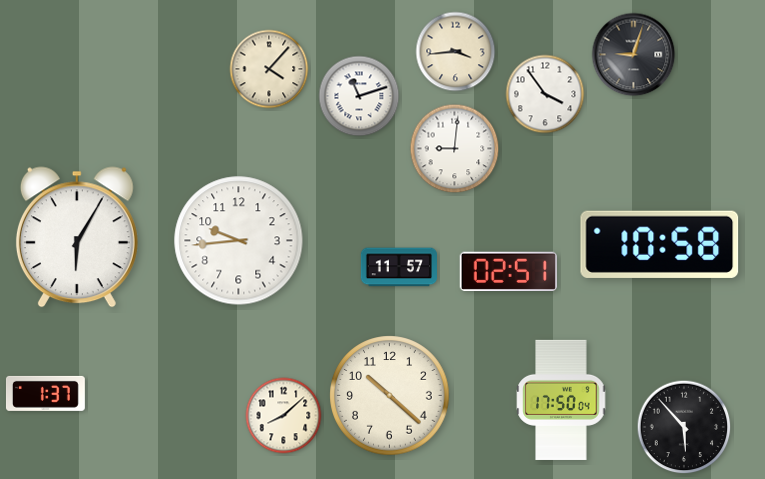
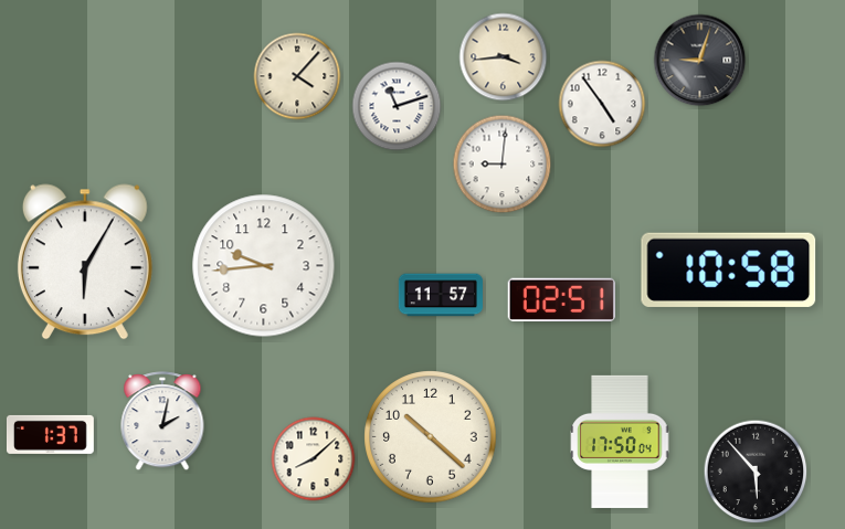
clock at (545, 94): 3:54 -> 4:54
clock at (162, 422): none -> 2:02
